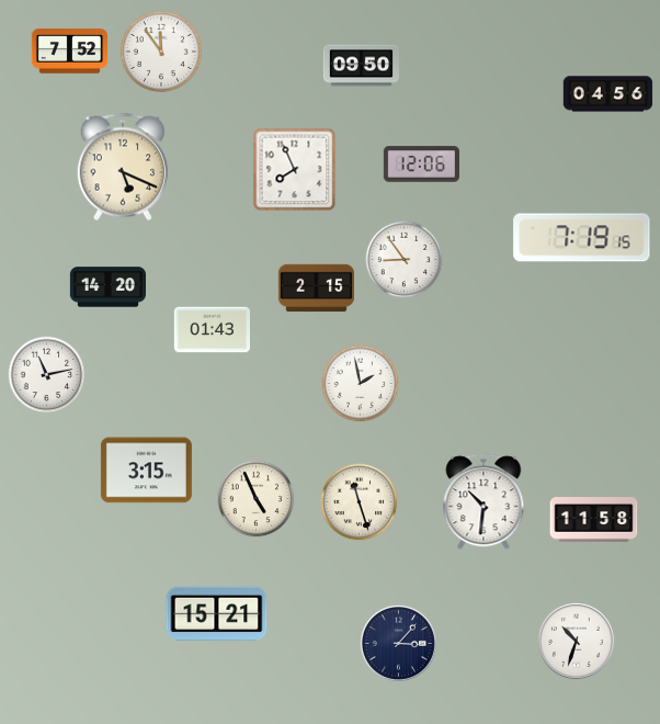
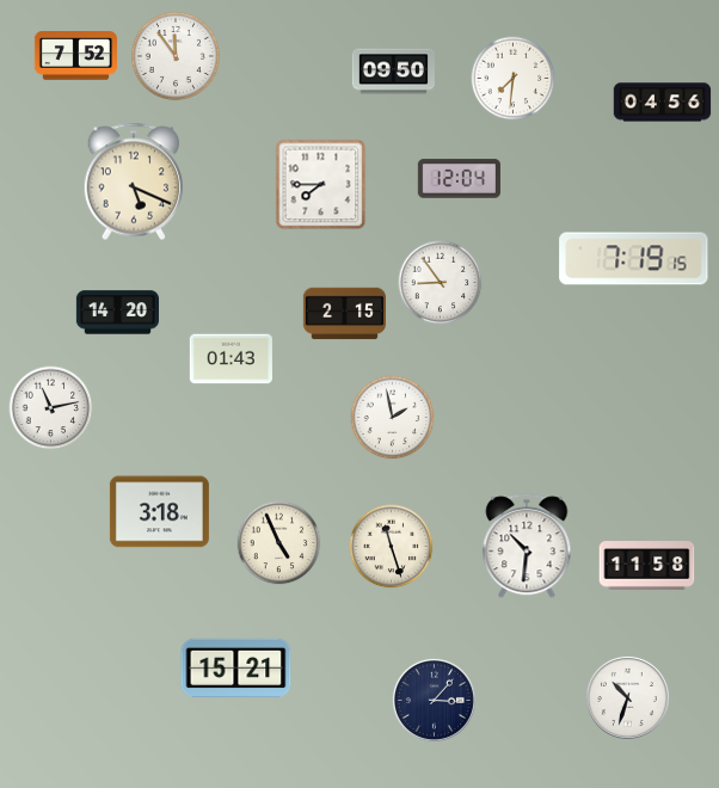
clock at (514, 79): none -> 7:31
clock at (421, 165): 12:06 -> 12:04
clock at (295, 170): 7:56 -> 7:45
clock at (146, 471): 3:15 -> 3:18
